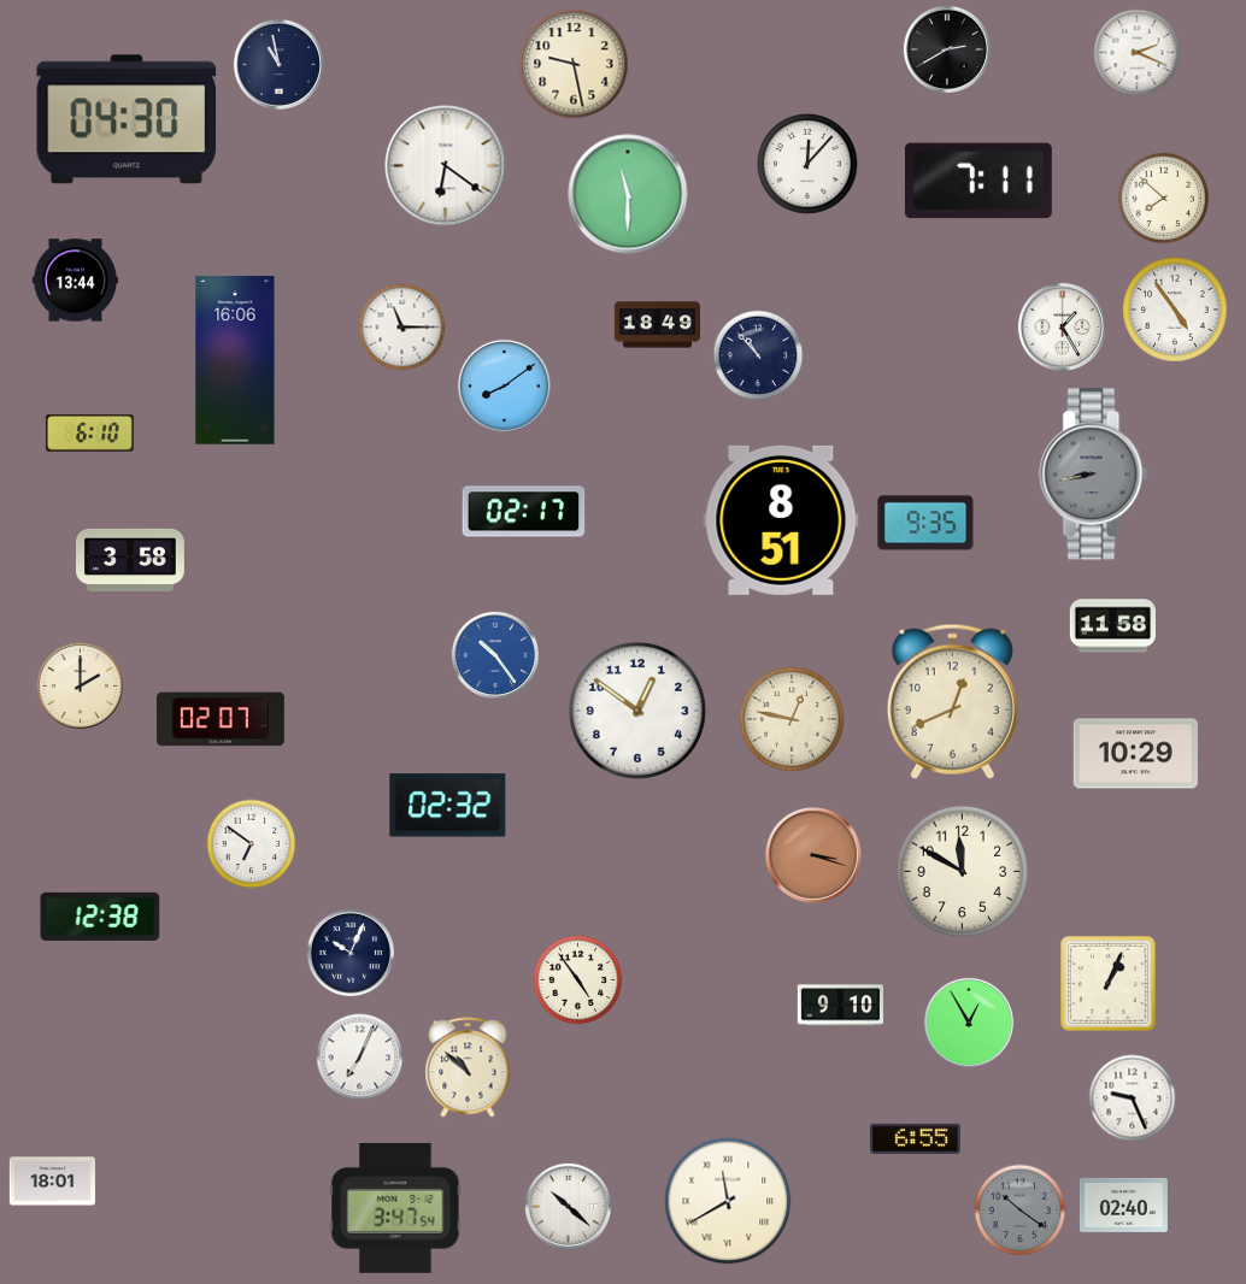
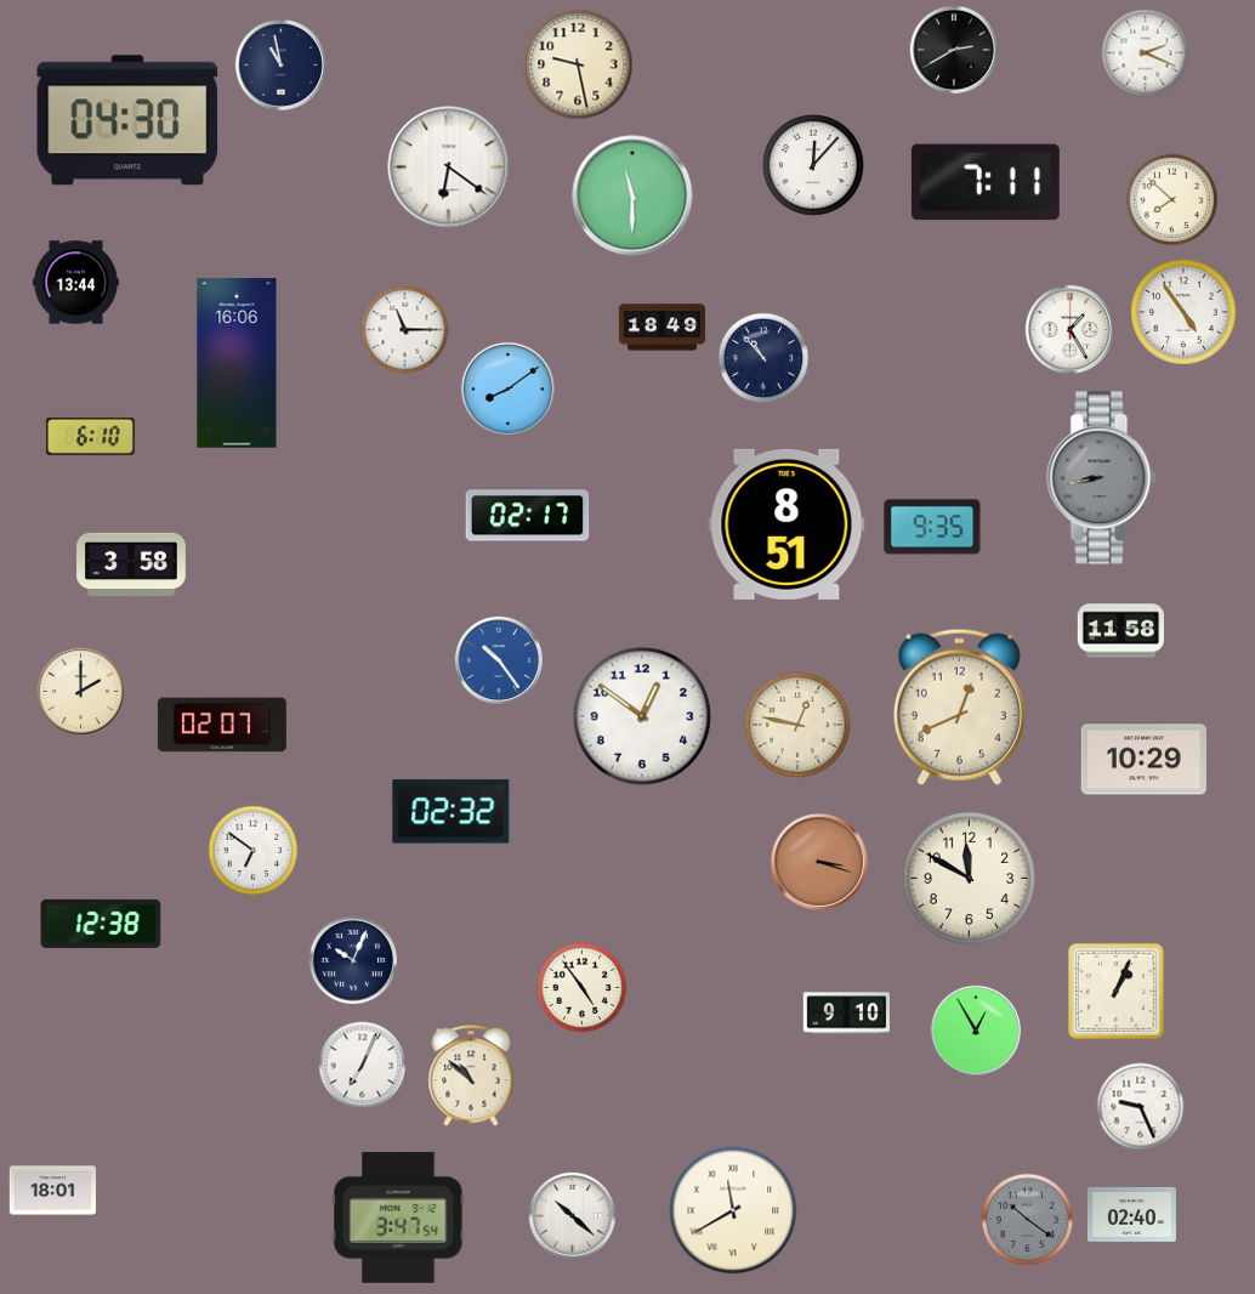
clock at (916, 1138): 6:55 -> none
